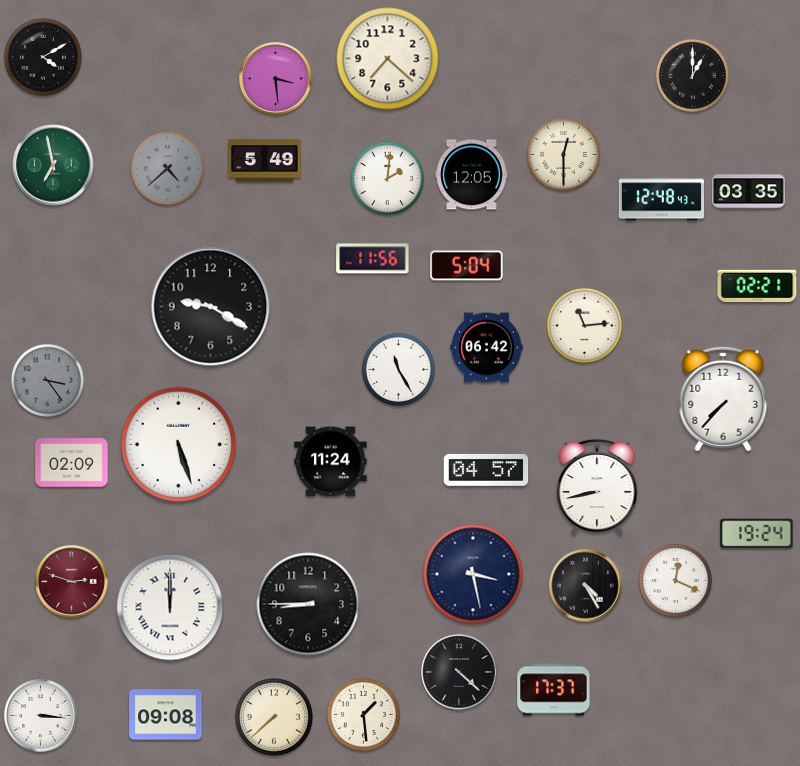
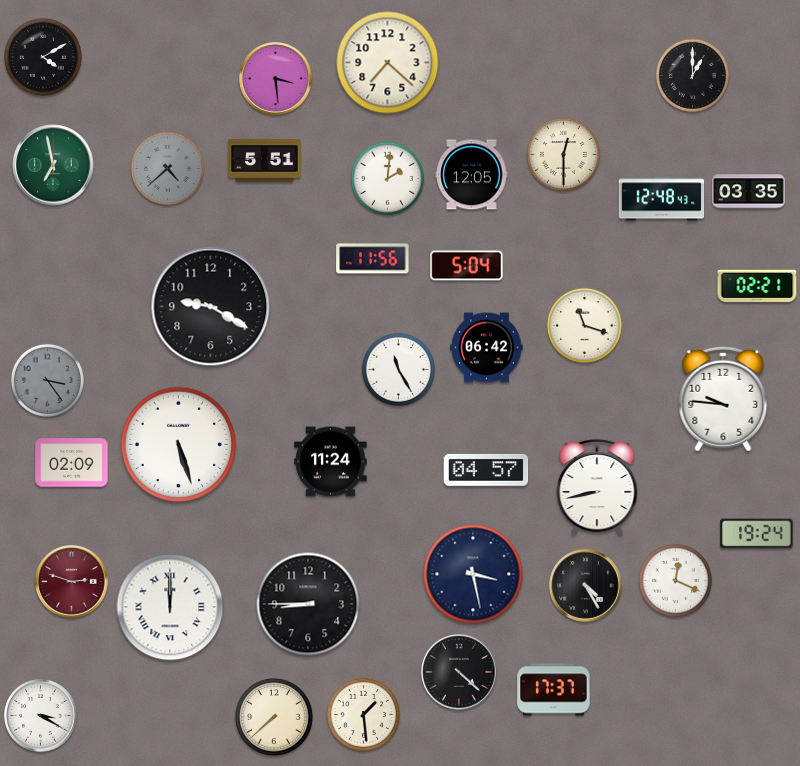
clock at (388, 59) position: (388, 59) -> (388, 63)
clock at (265, 161): 5:49 -> 5:51
clock at (584, 325): 11:14 -> 11:18
clock at (723, 399): 7:37 -> 9:46
clock at (166, 715): 09:08 -> none
clock at (41, 716): 3:16 -> 3:20
